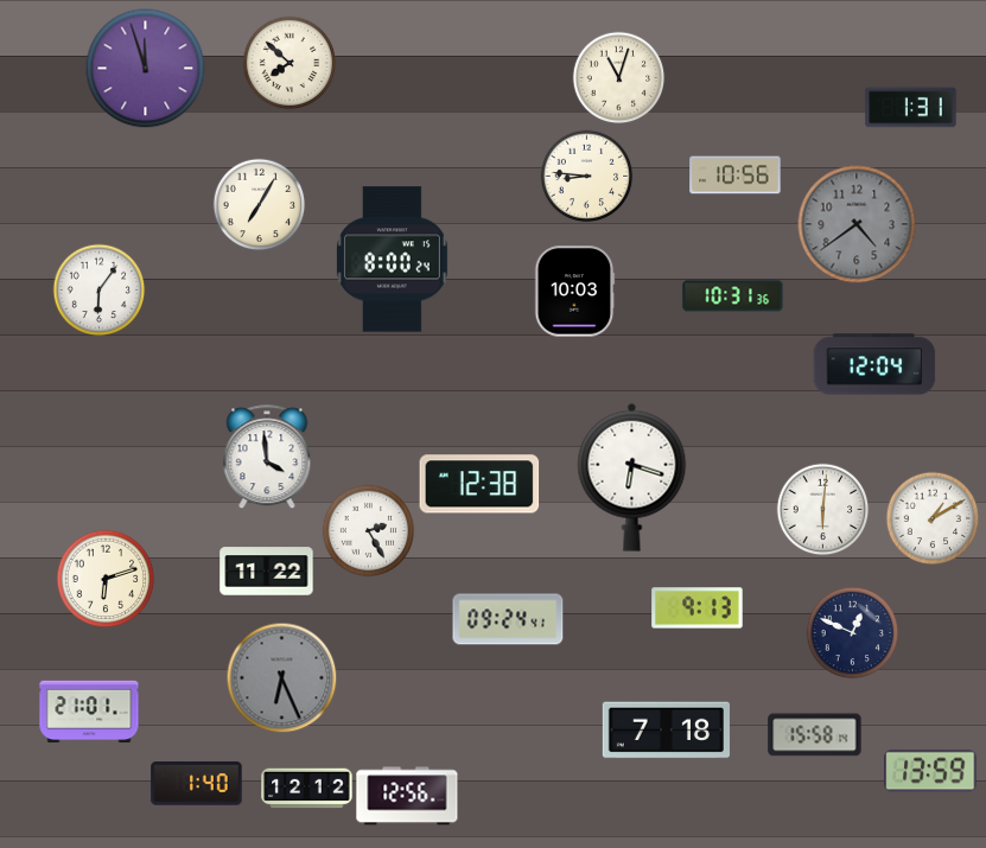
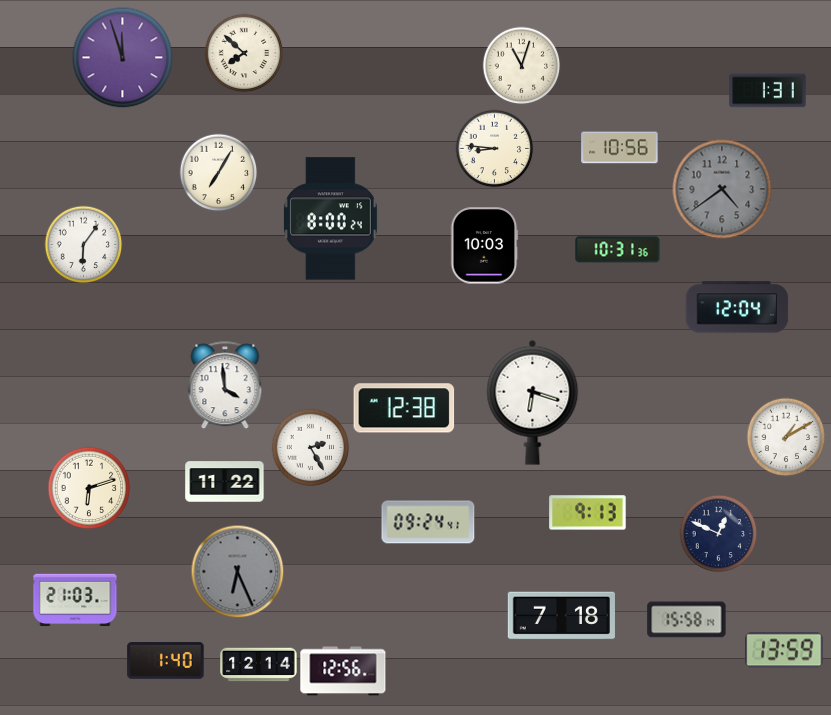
clock at (822, 509): 6:01 -> none
clock at (89, 712): 21:01 -> 21:03
clock at (307, 789): 12:12 -> 12:14
